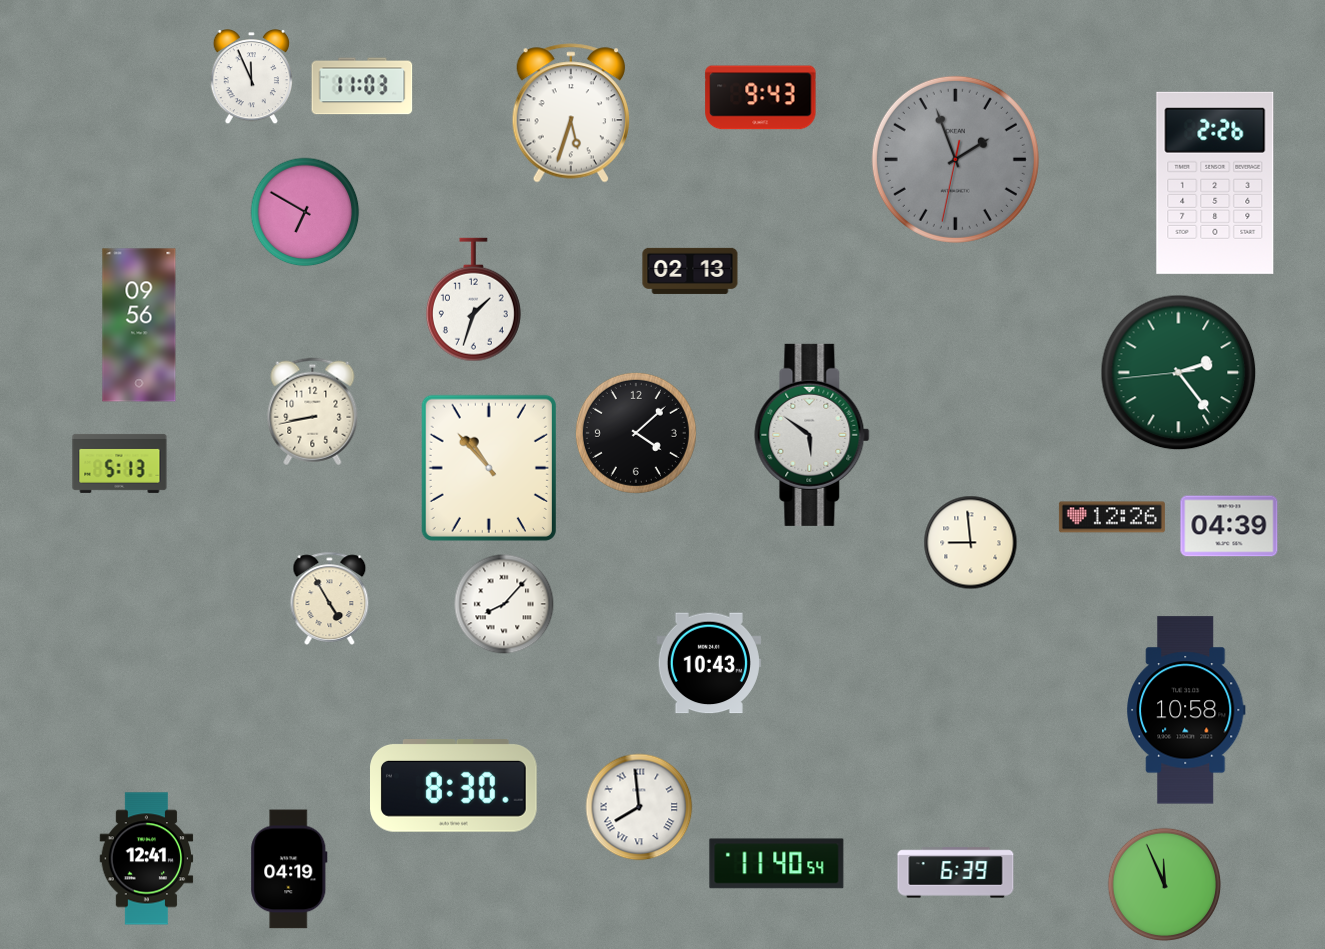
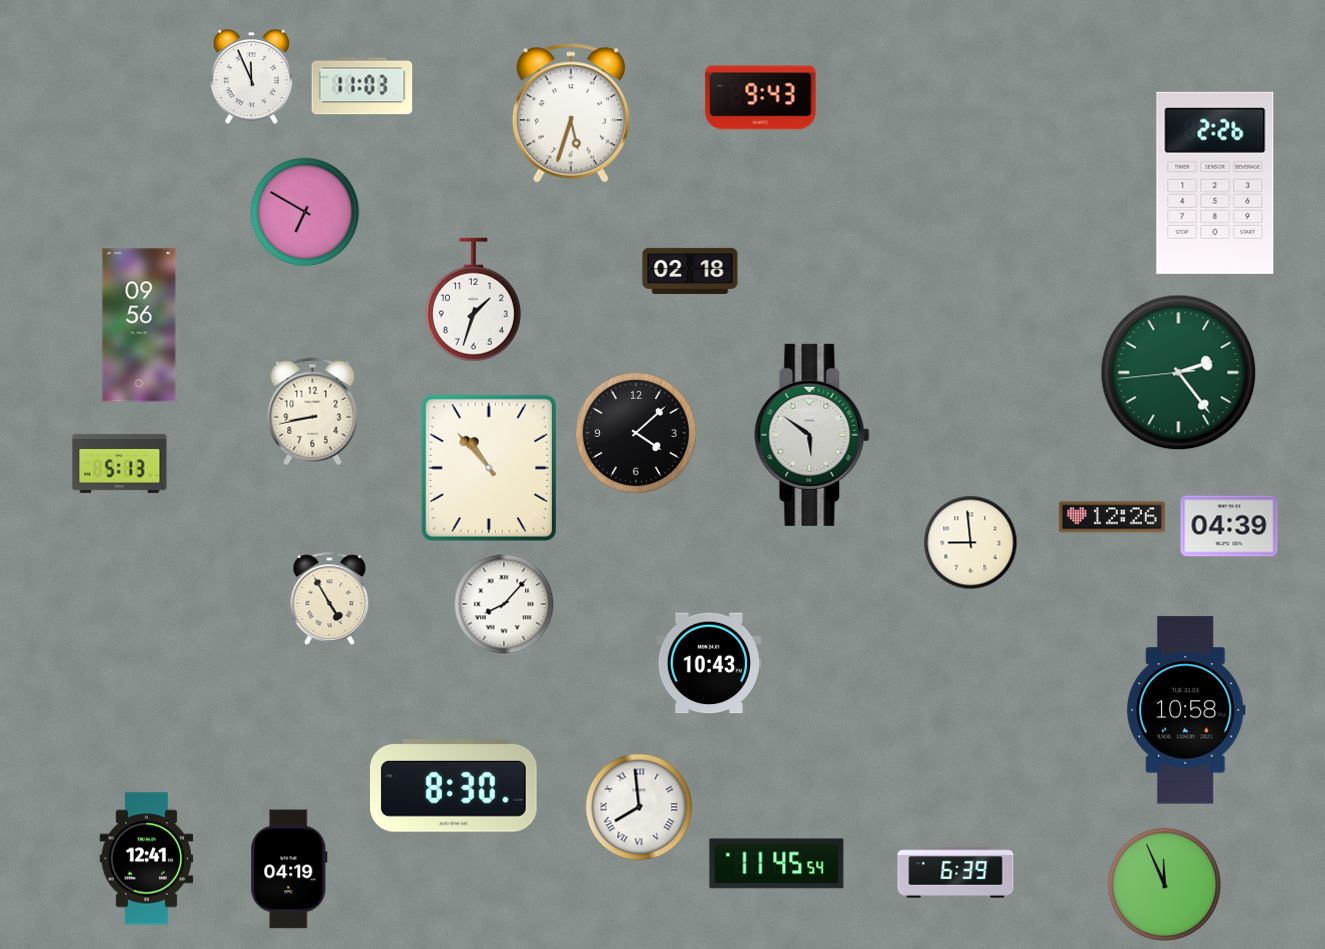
clock at (955, 159): 1:56 -> none
clock at (690, 271): 02:13 -> 02:18
clock at (777, 864): 11:40 -> 11:45
